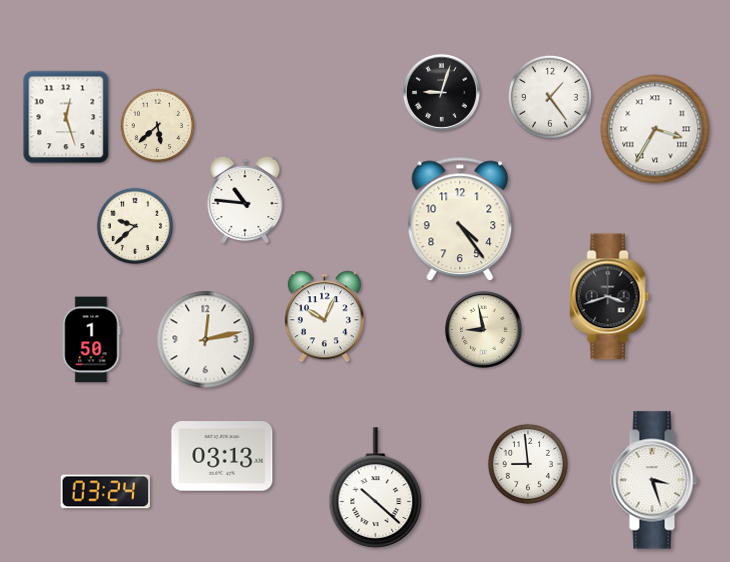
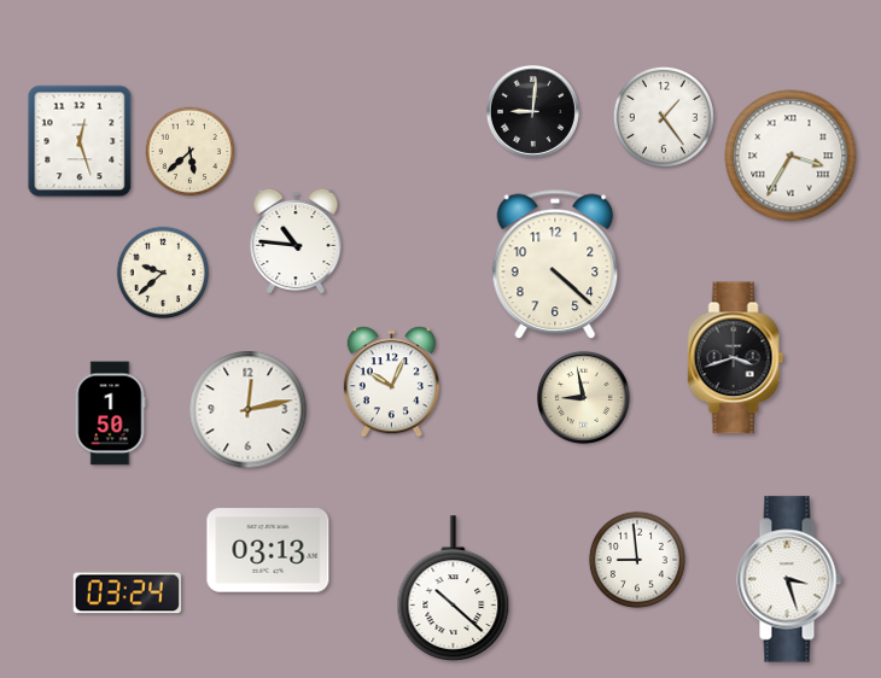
clock at (441, 92): 9:03 -> 9:01
clock at (460, 219): 4:24 -> 4:22
clock at (92, 340) position: (92, 340) -> (111, 414)
